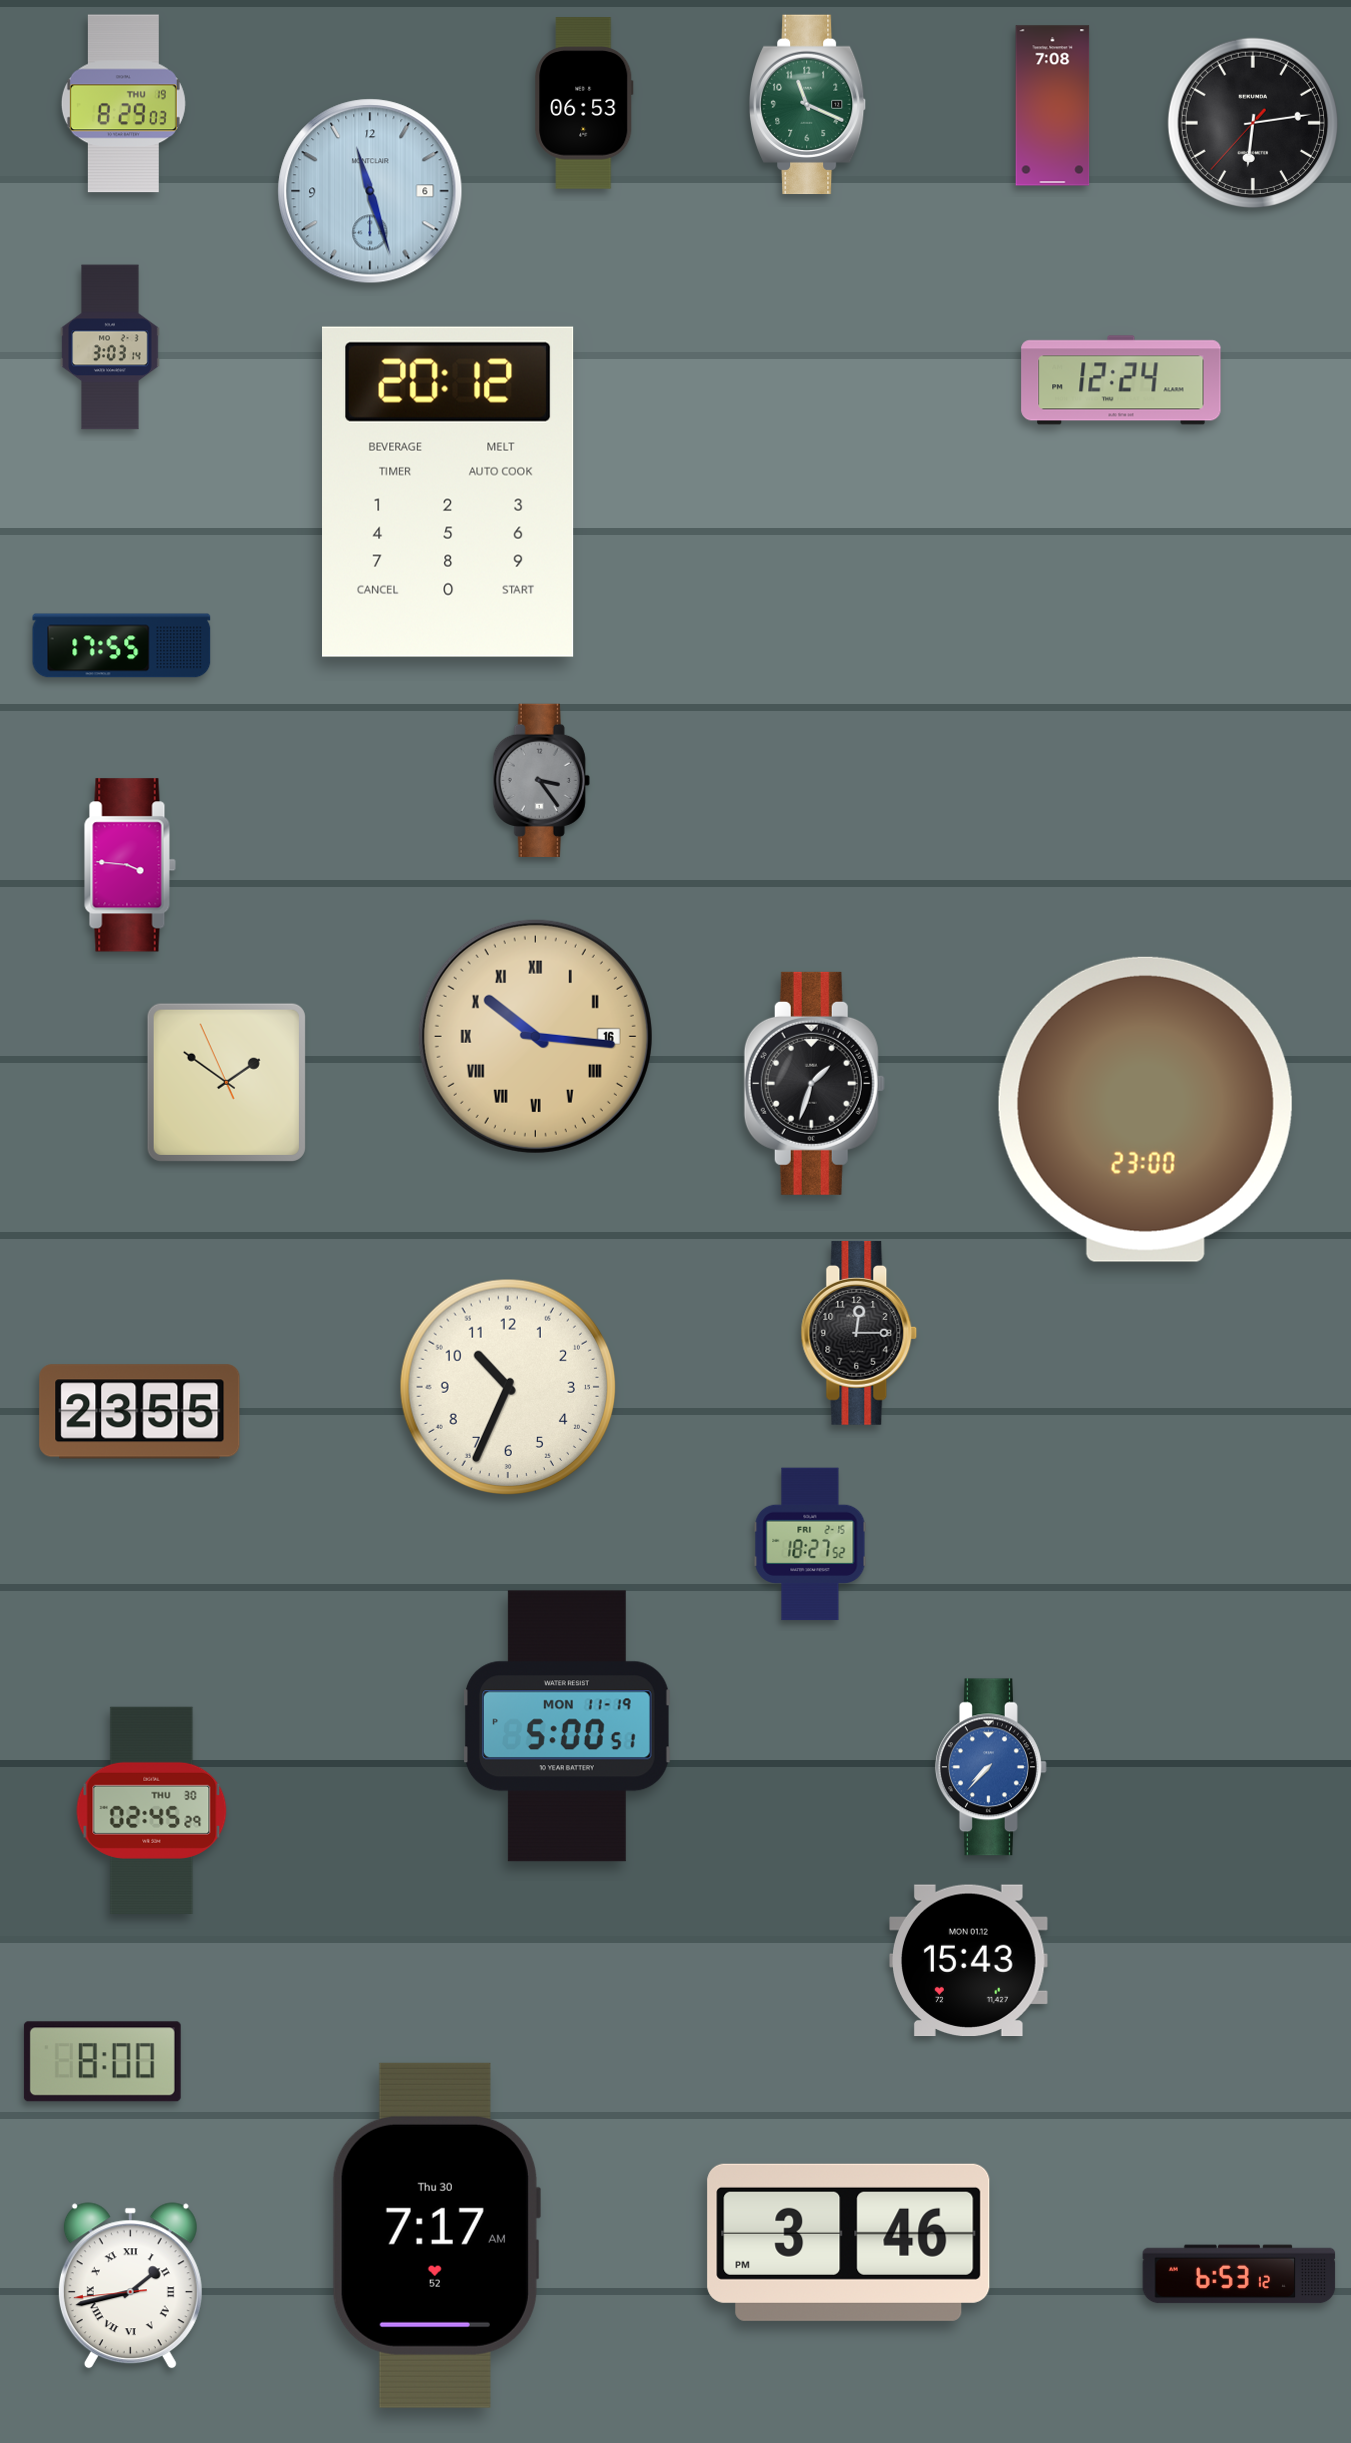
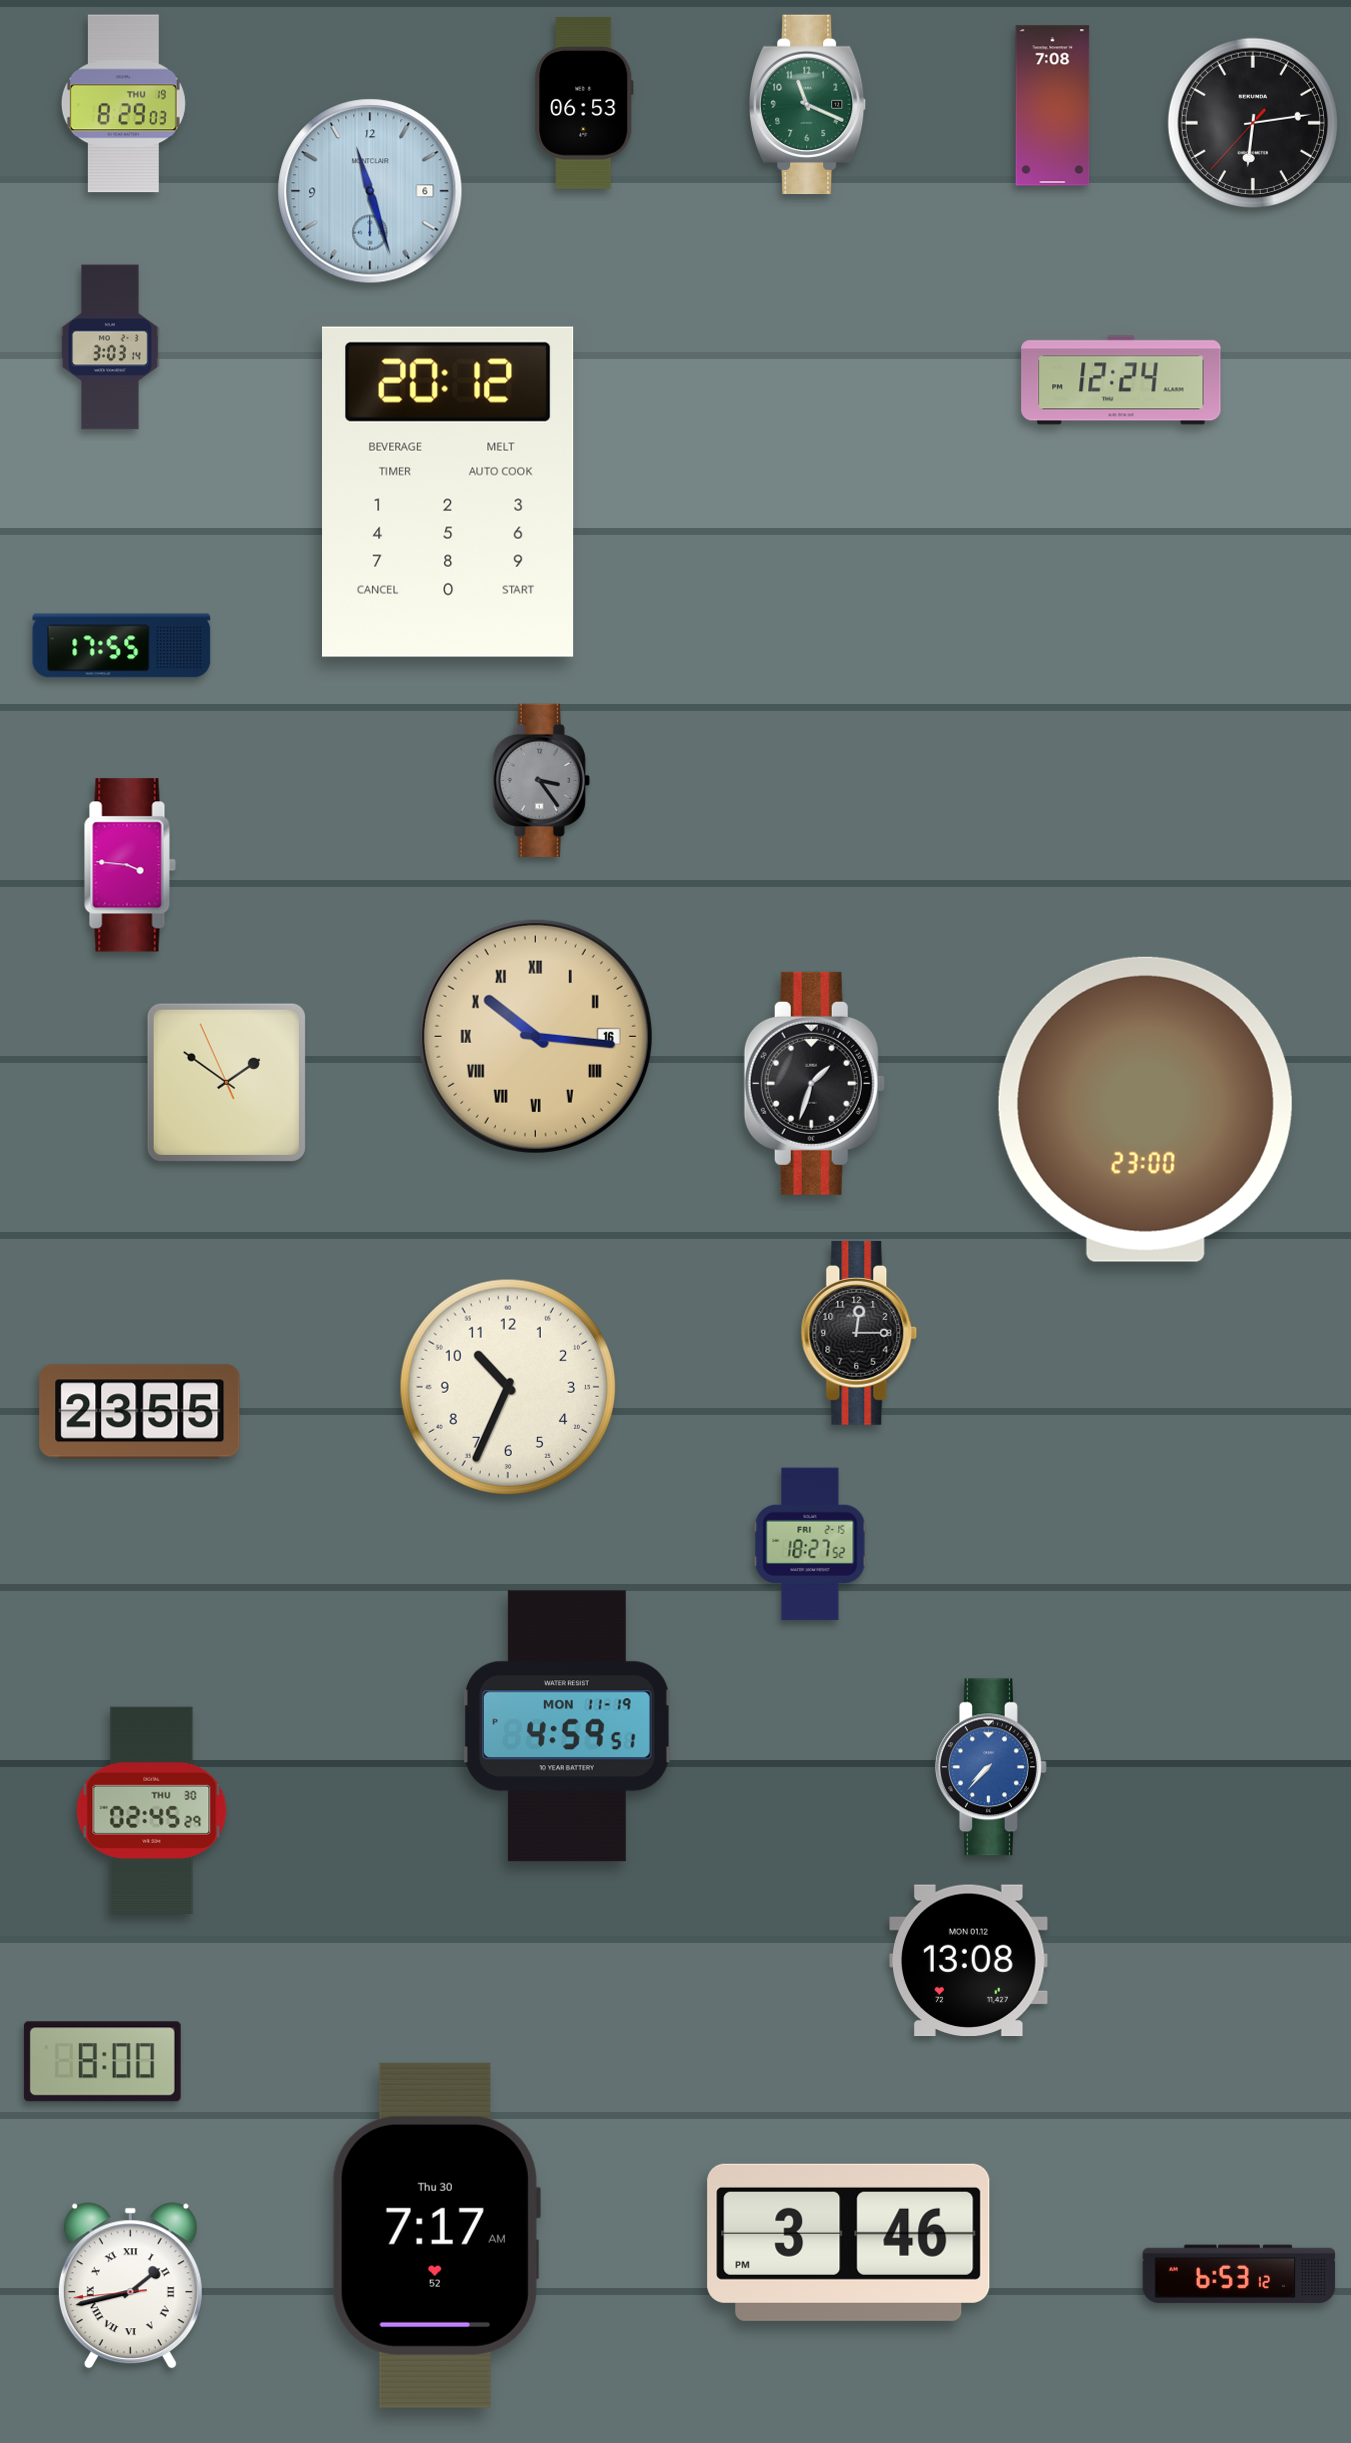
clock at (568, 1726): 5:00 -> 4:59
clock at (969, 1961): 15:43 -> 13:08
